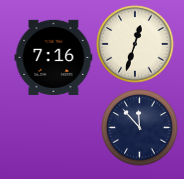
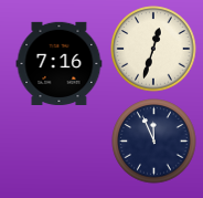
clock at (135, 44) position: (135, 44) -> (153, 49)
clock at (140, 128): 11:53 -> 11:56
